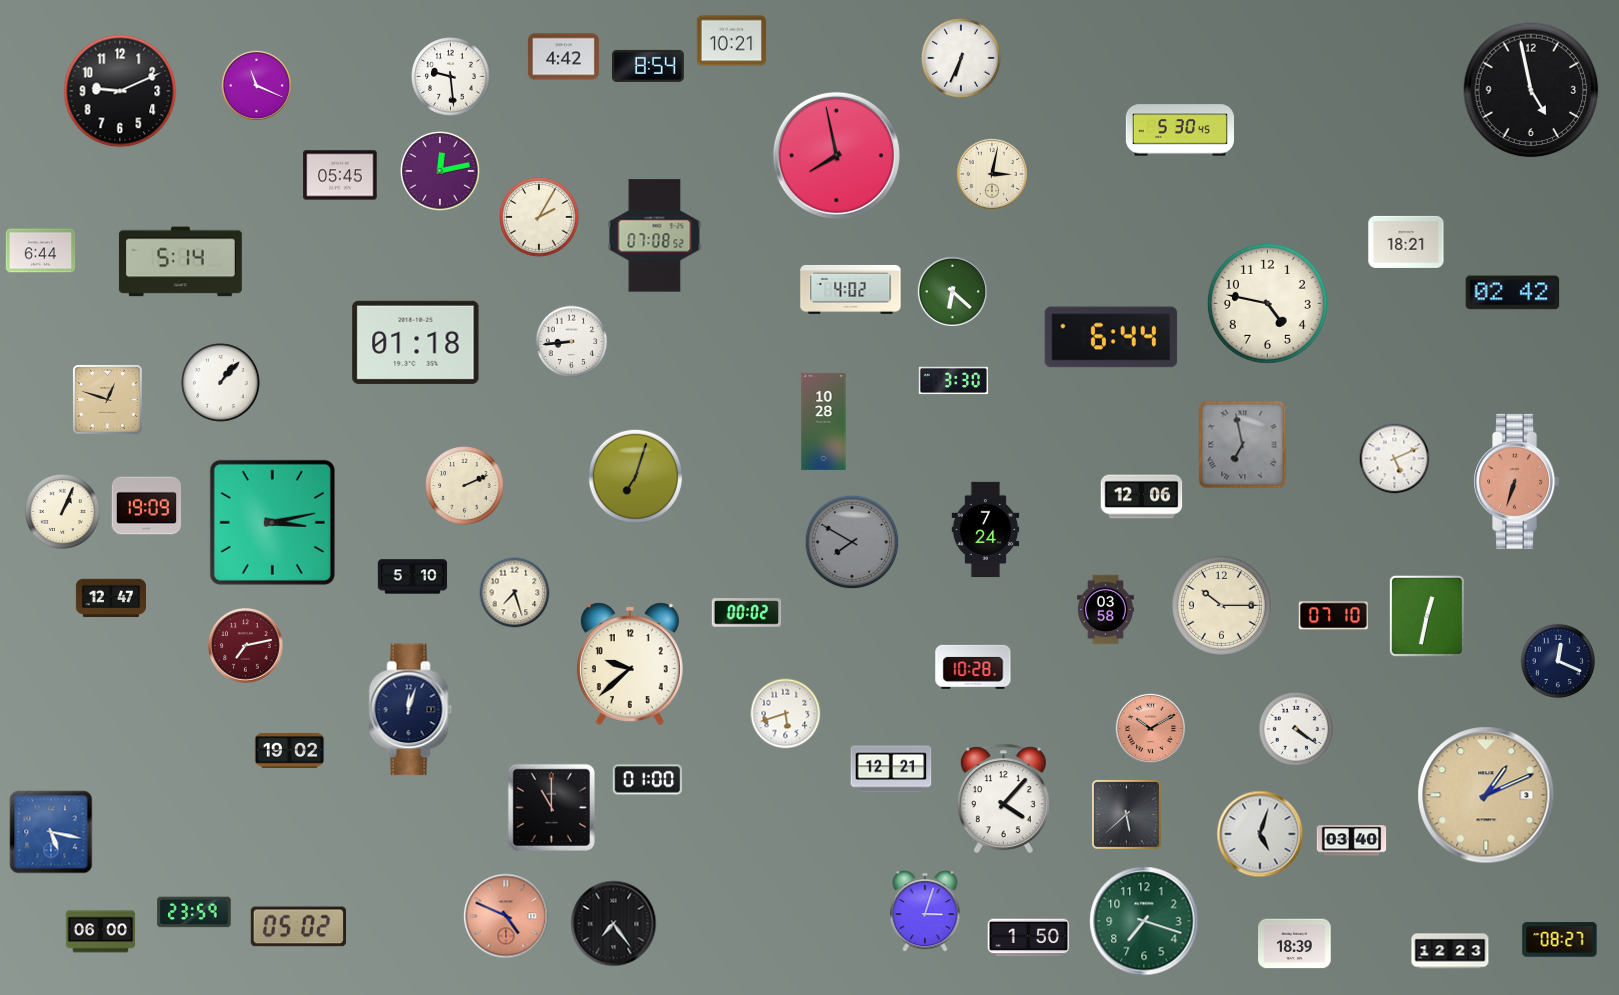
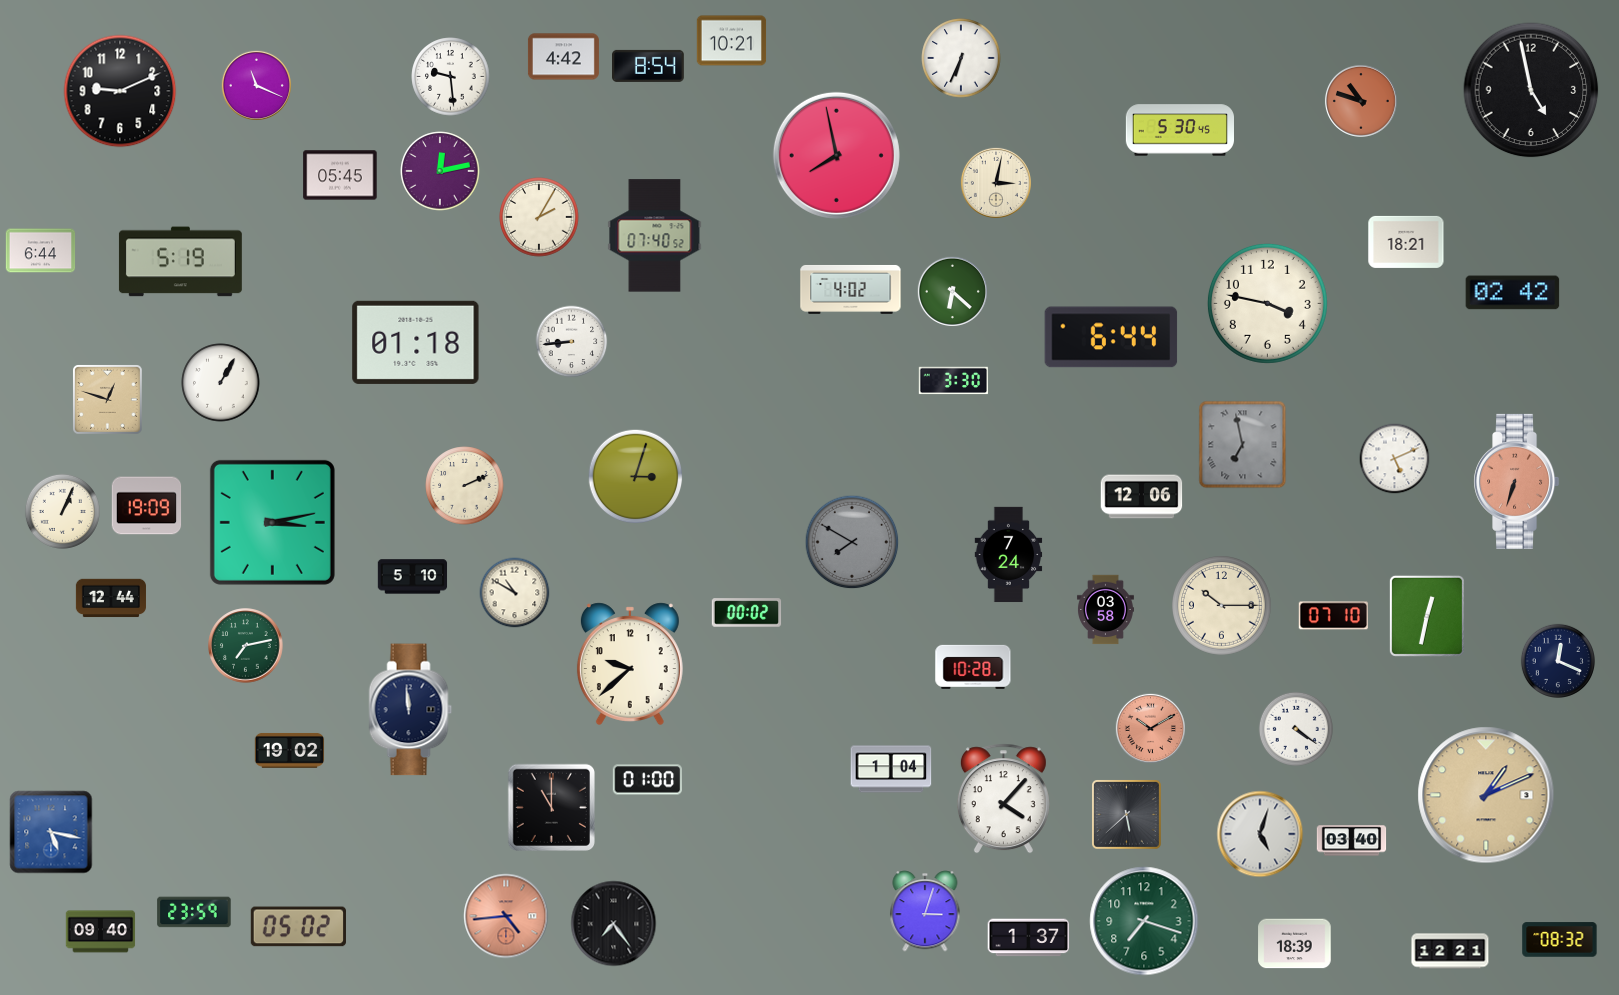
clock at (1361, 101): none -> 10:48
clock at (992, 174) position: (992, 174) -> (996, 183)
clock at (655, 236): 07:08 -> 07:40
clock at (180, 262): 5:14 -> 5:19
clock at (1267, 303): 4:47 -> 3:47
clock at (221, 383): 1:07 -> 1:05
clock at (824, 421): 10:28 -> none
clock at (636, 477): 7:03 -> 3:03
clock at (986, 530) position: (986, 530) -> (1009, 555)
clock at (515, 593): 7:27 -> 10:50
clock at (111, 598): 12:47 -> 12:44
clock at (246, 646) dial: burgundy -> green
clock at (411, 710): 12:03 -> 11:59
clock at (786, 714): 5:42 -> none
clock at (891, 769): 12:21 -> 1:04
clock at (506, 916): 4:49 -> 4:44
clock at (101, 932): 06:00 -> 09:40
clock at (1029, 938): 1:50 -> 1:37
clock at (1560, 940): 08:27 -> 08:32
clock at (1450, 951): 12:23 -> 12:21
